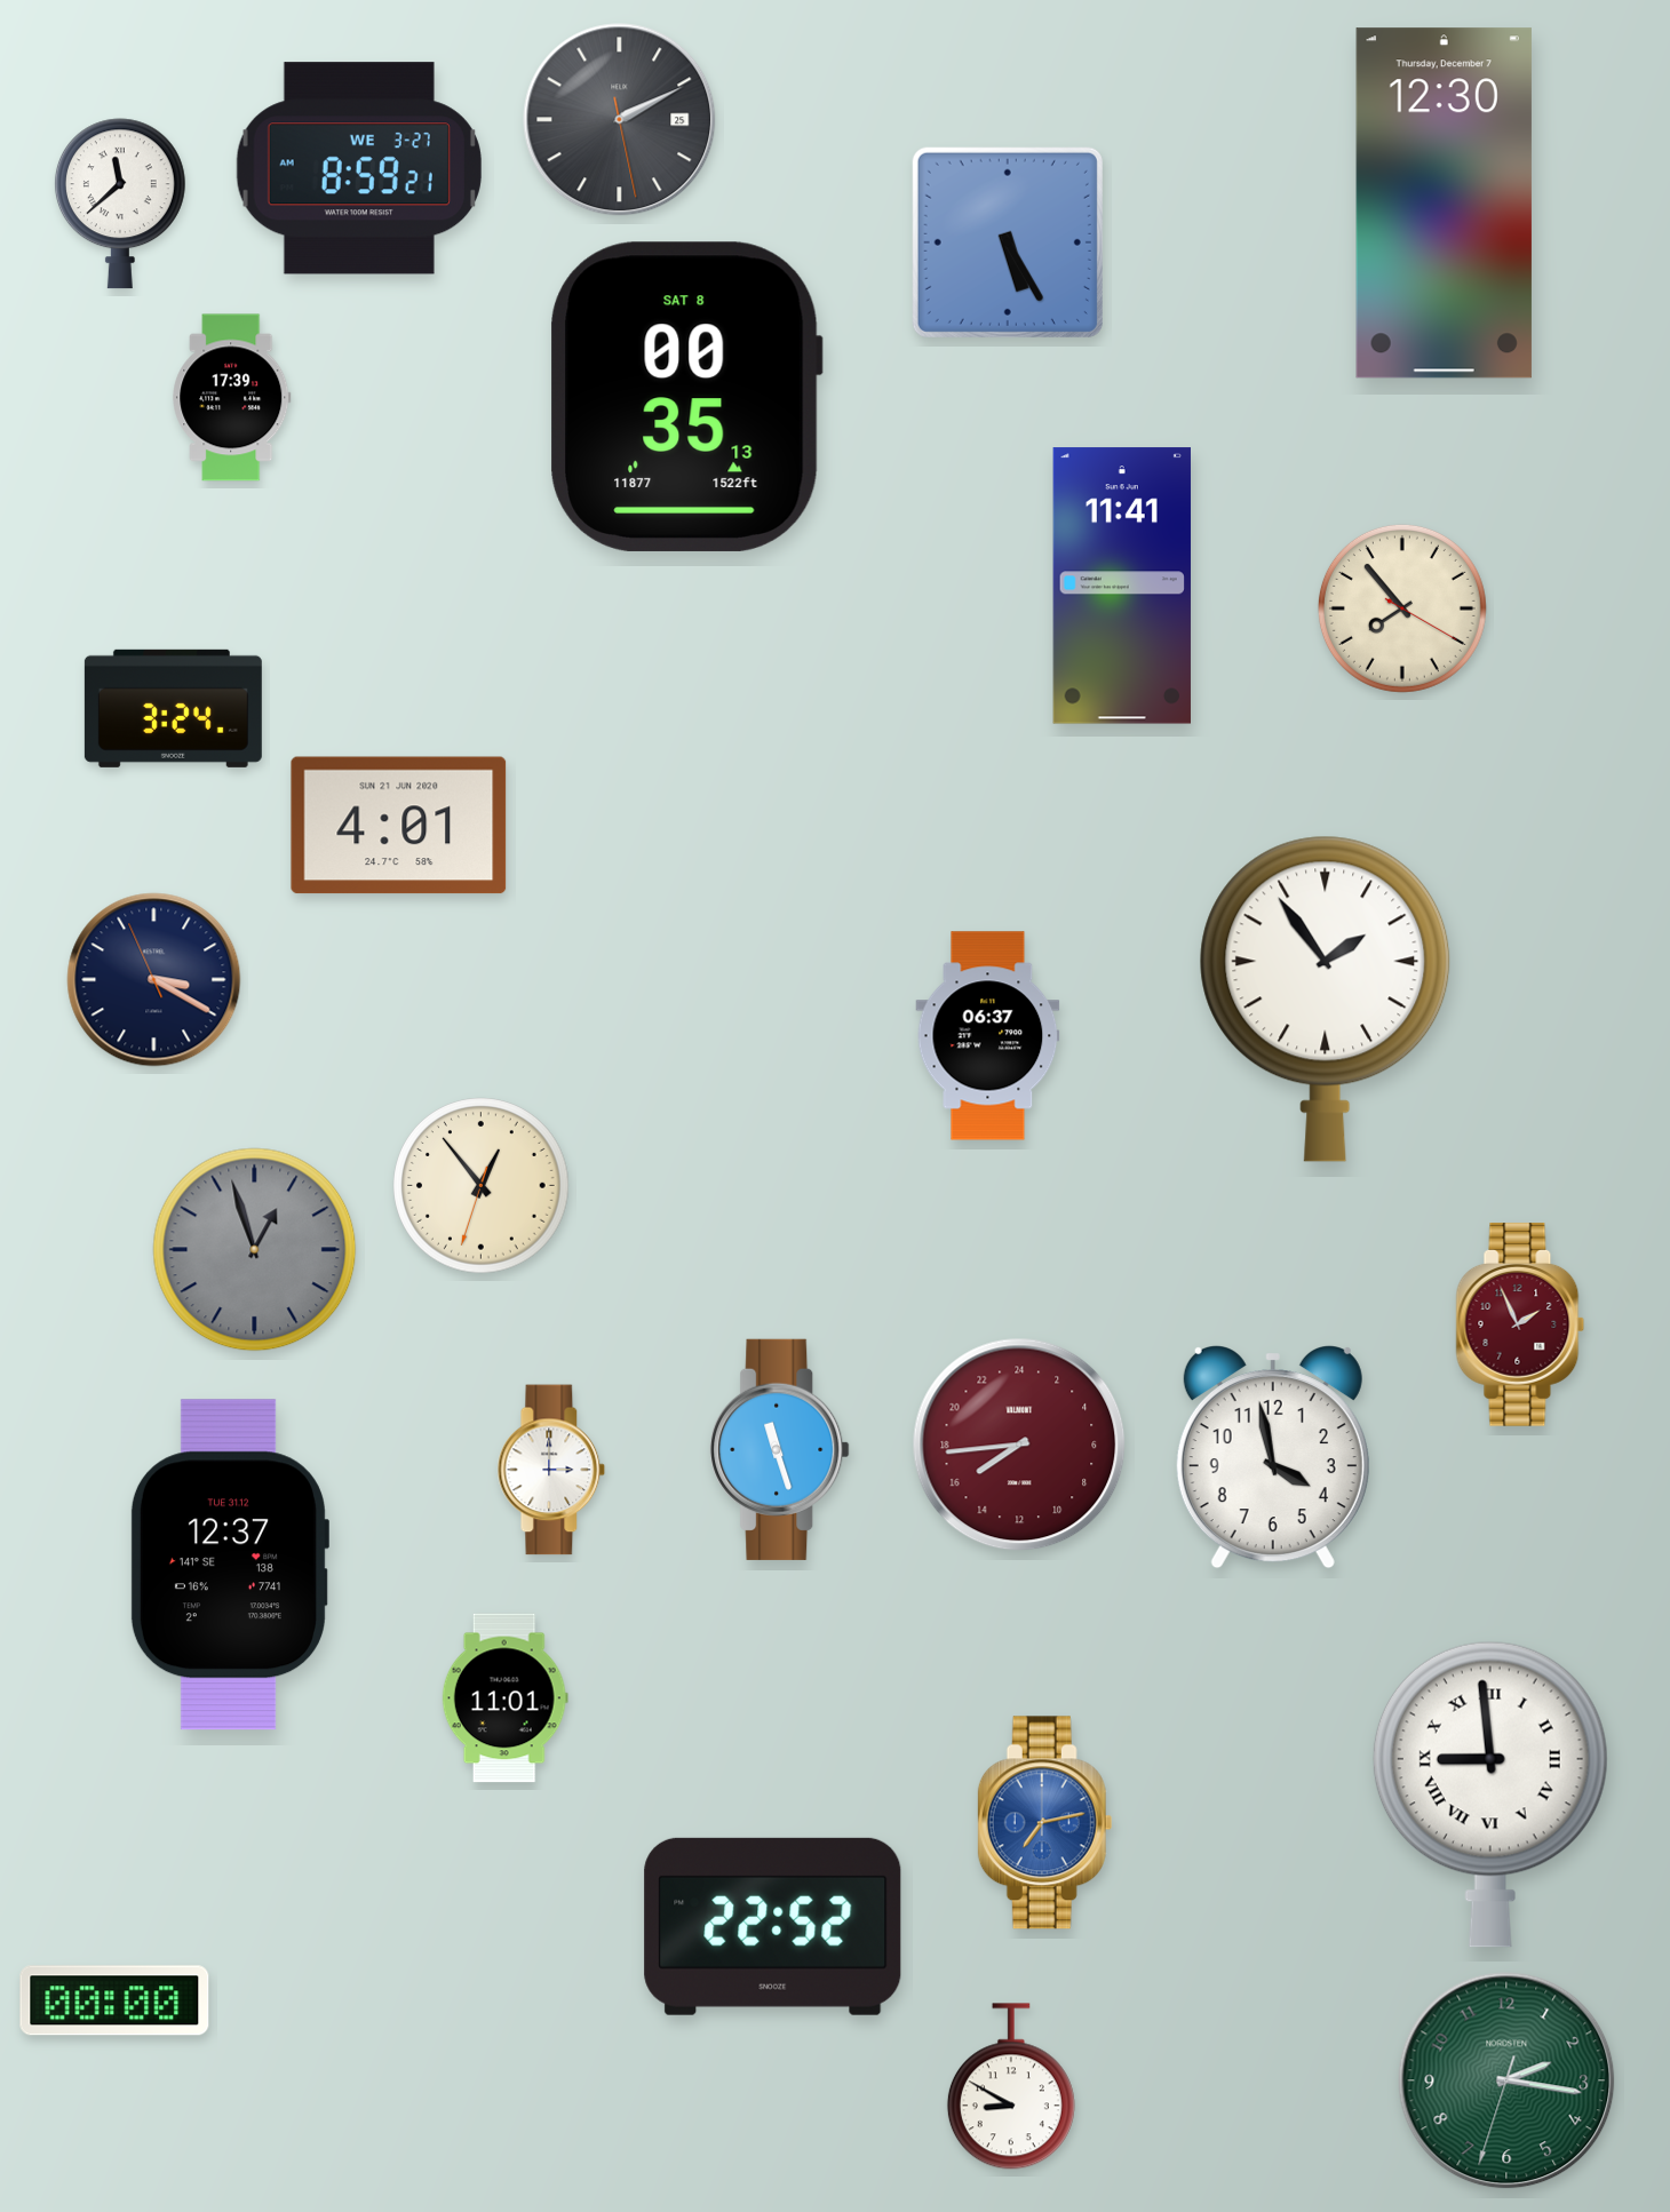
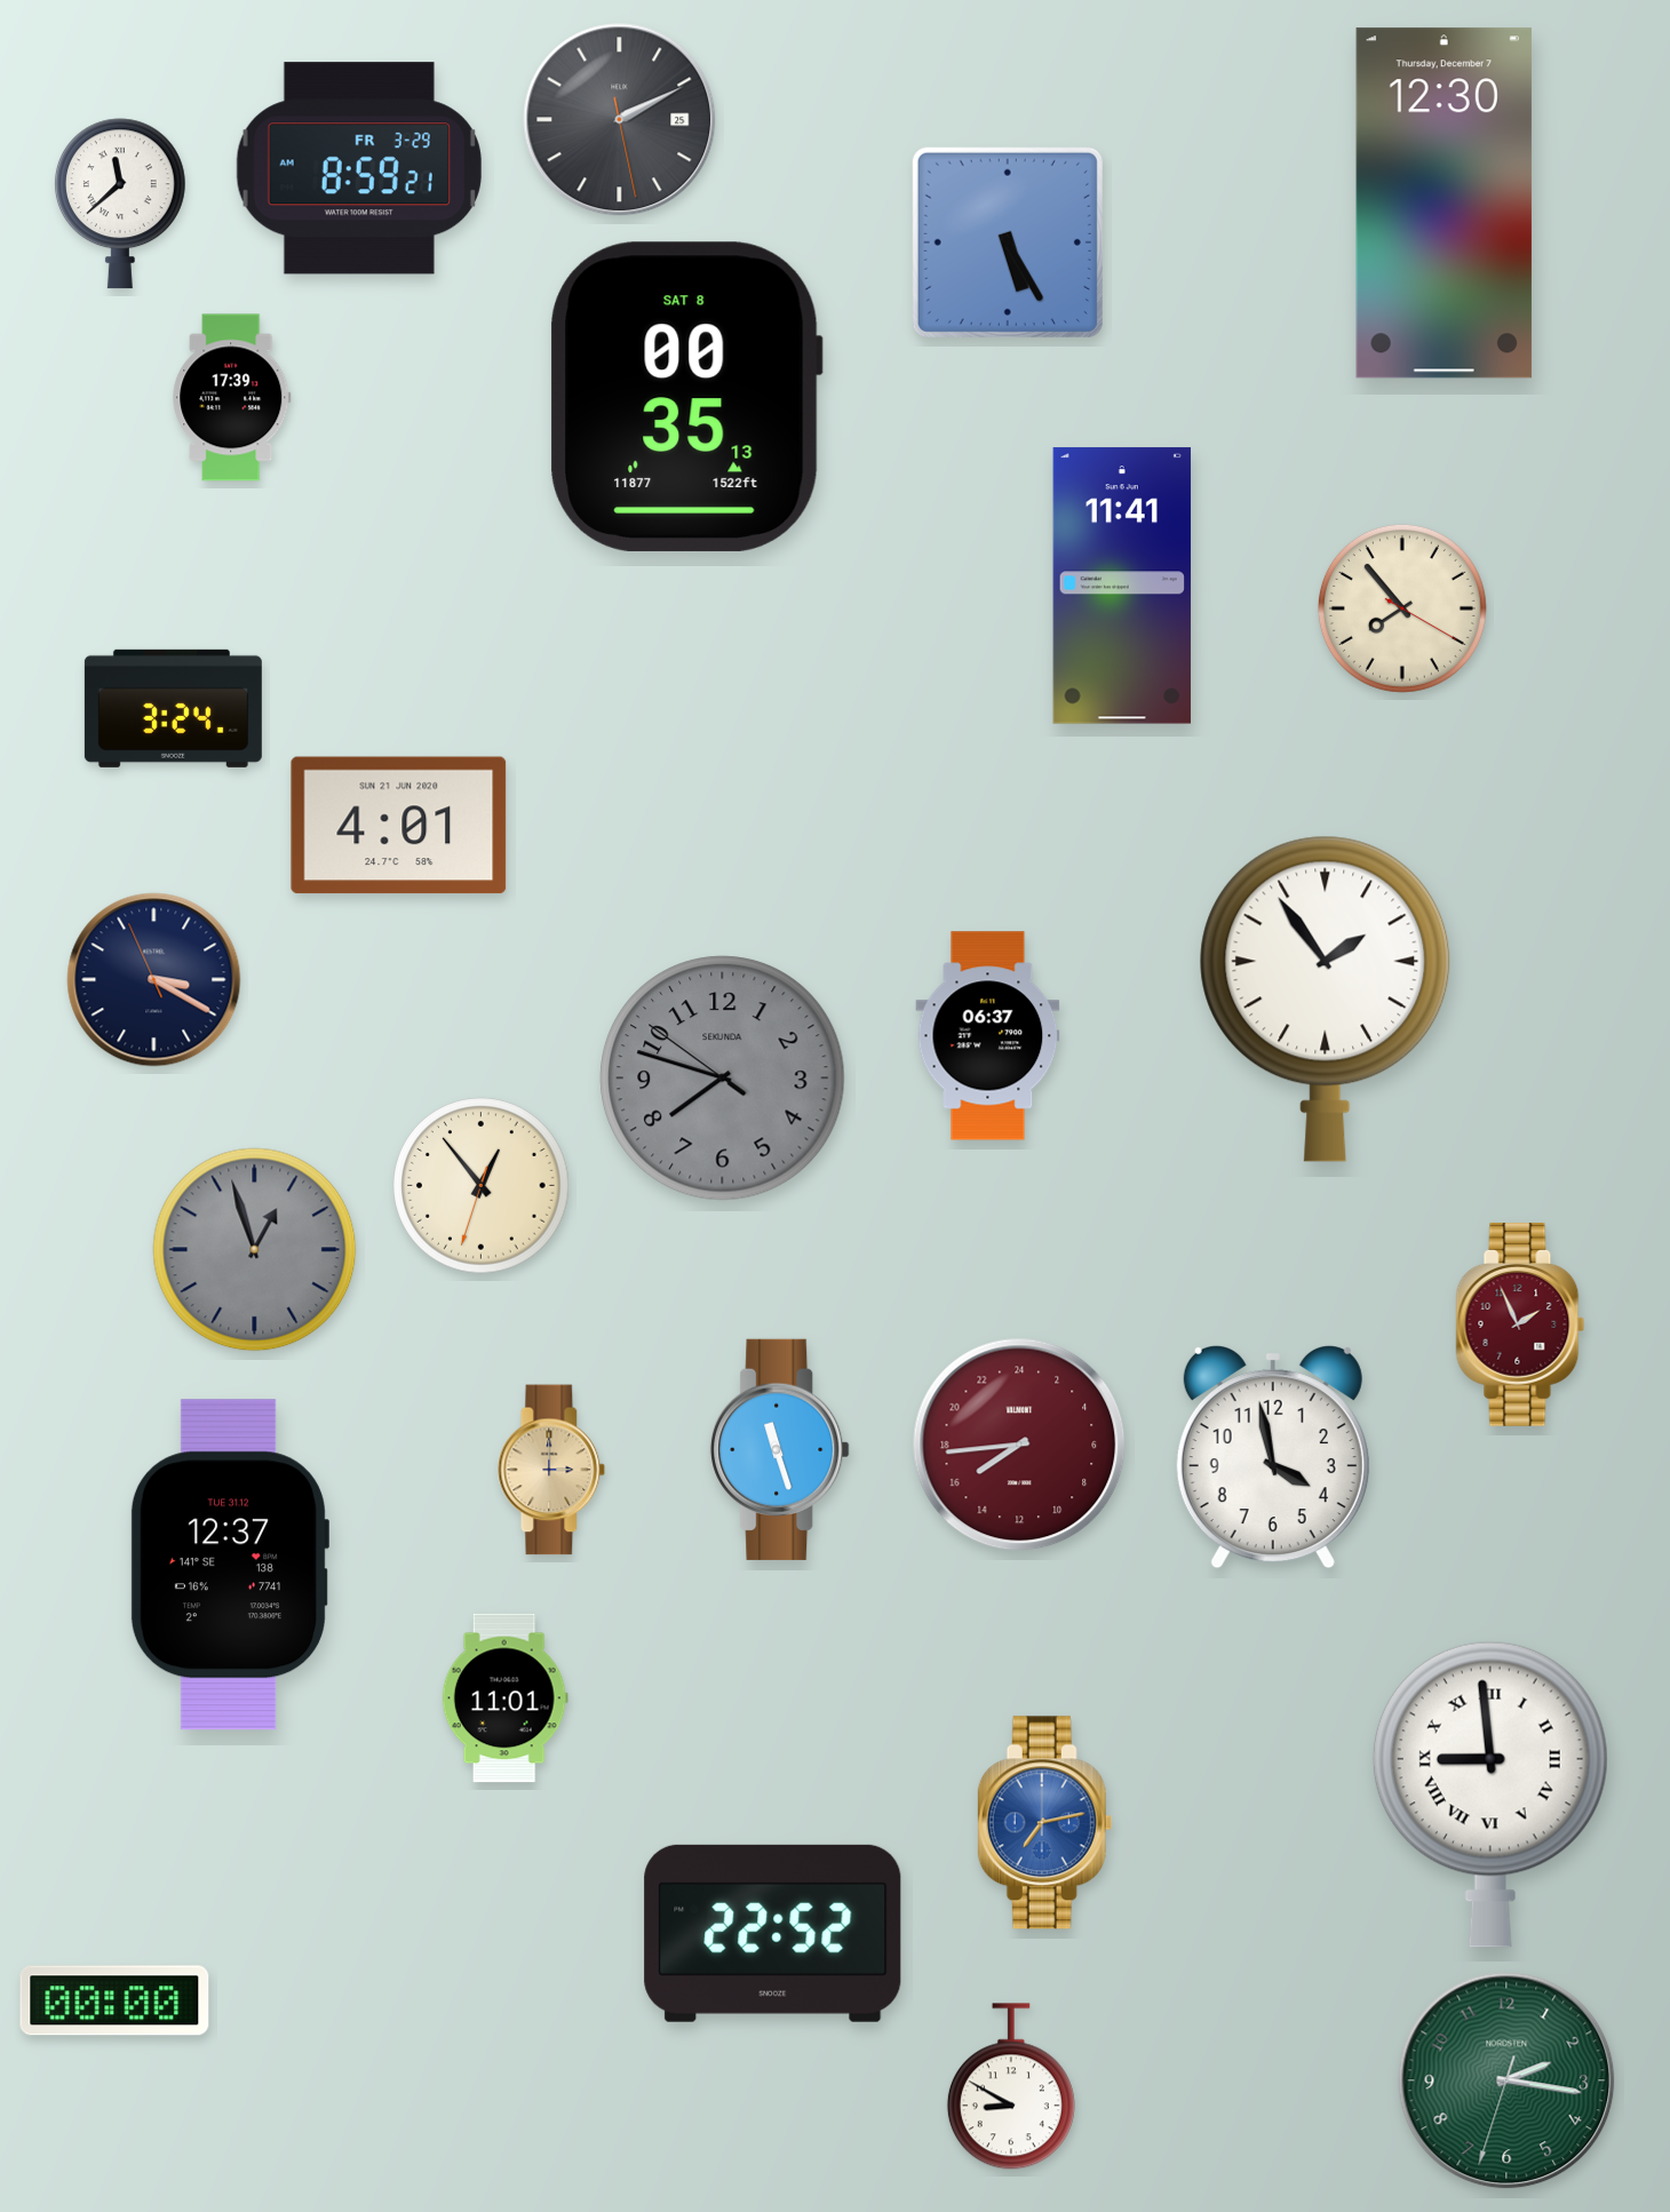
clock at (359, 168) date: WE 3-27 -> FR 3-29
clock at (723, 1079): none -> 7:47
clock at (551, 1470) dial: white -> champagne
clock at (773, 1926) position: (773, 1926) -> (773, 1933)
